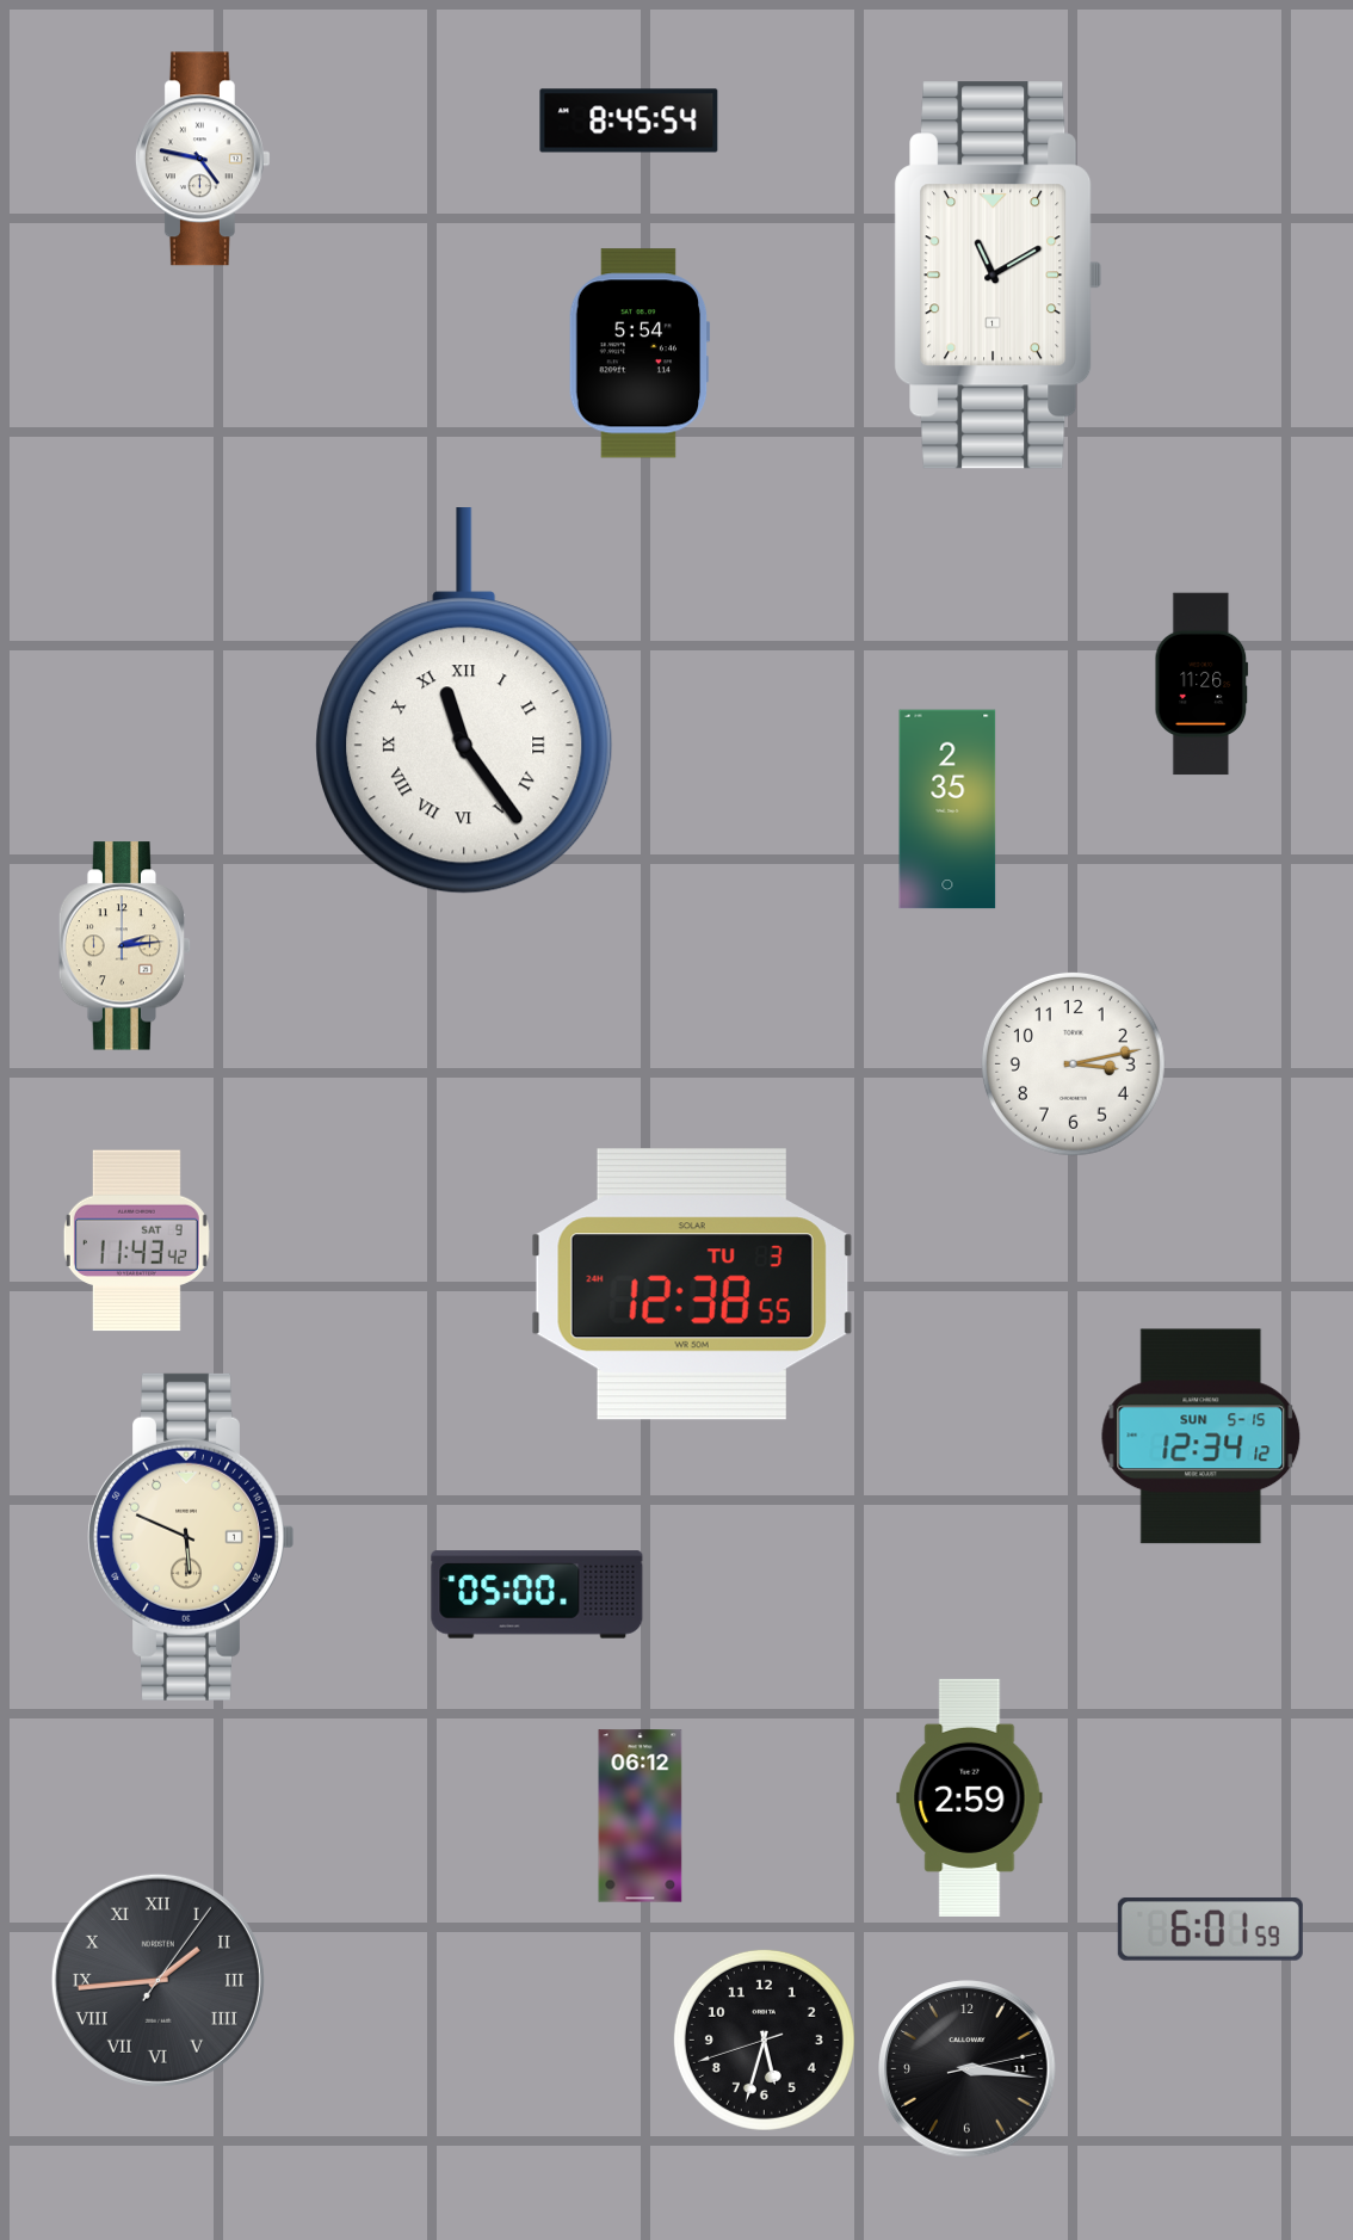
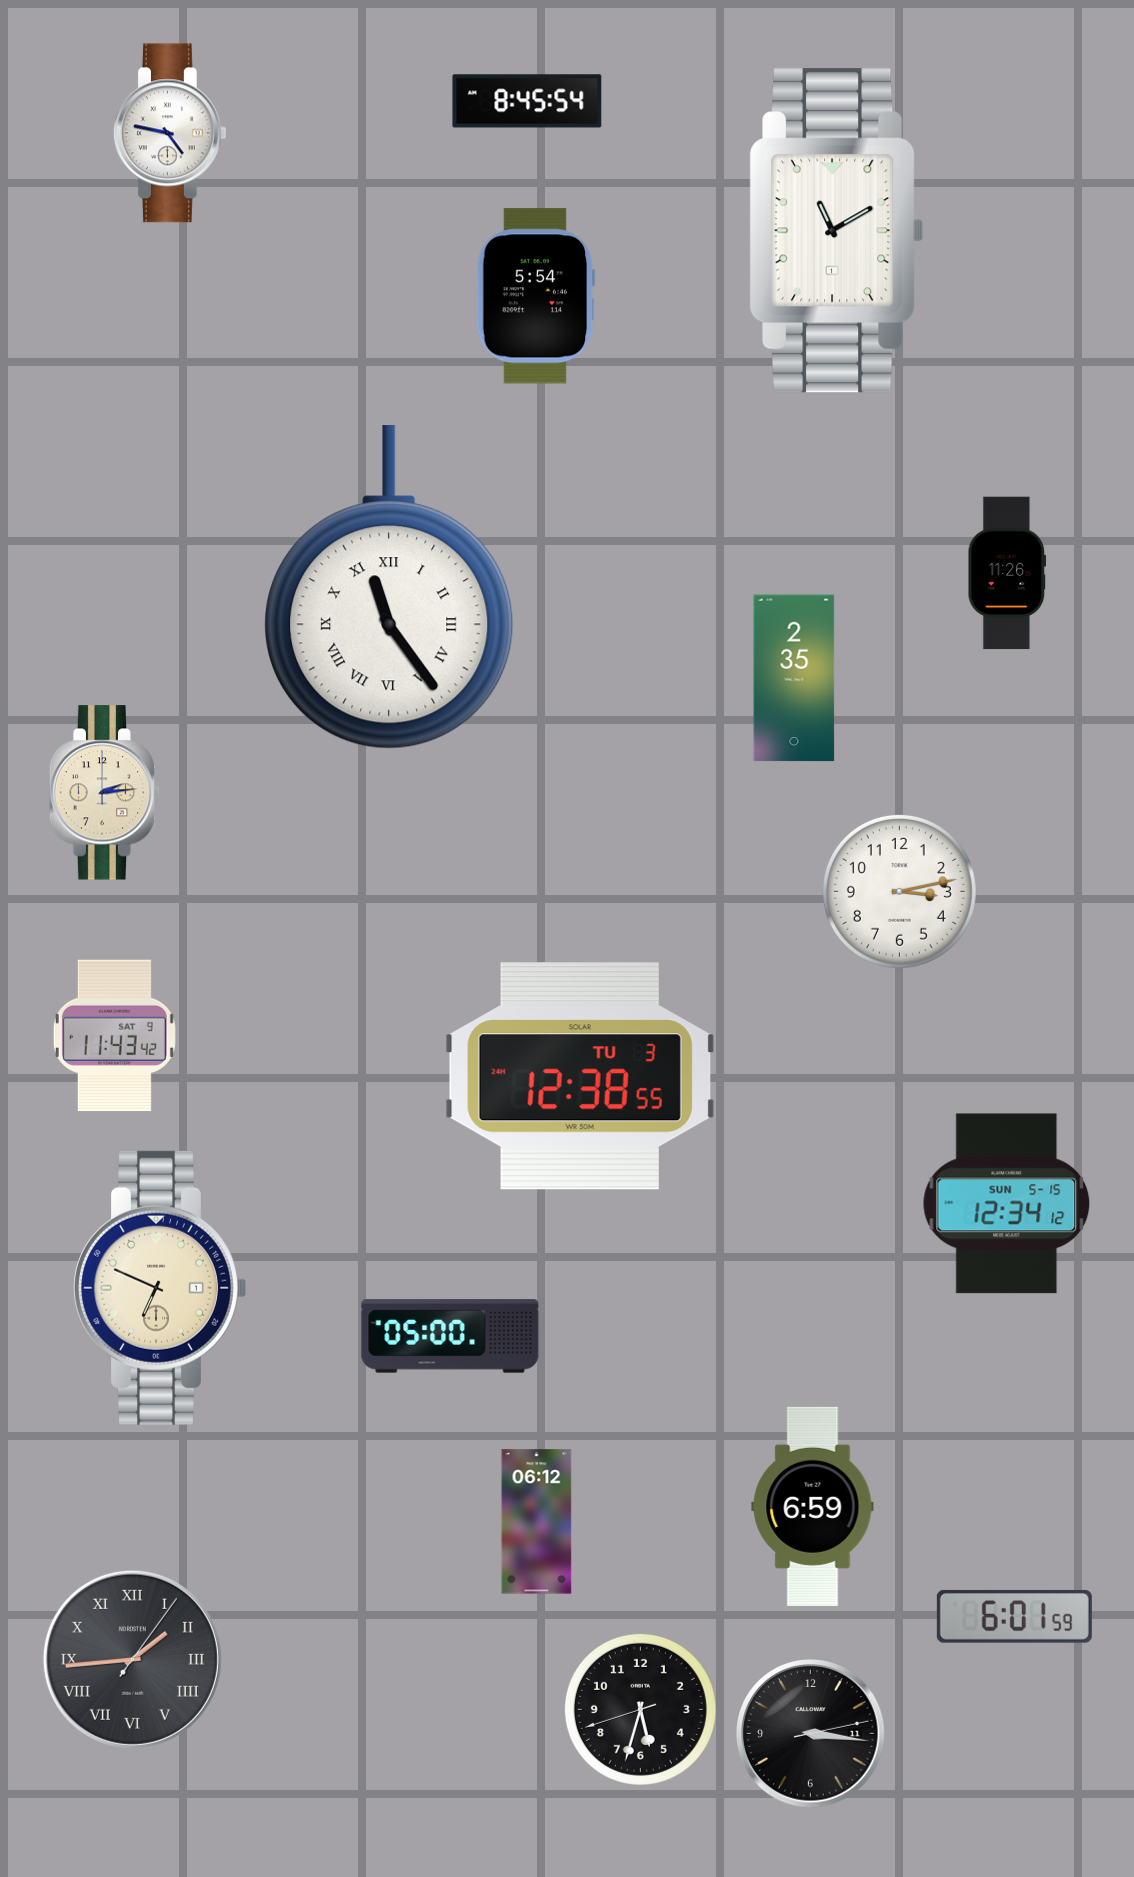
clock at (136, 1241) position: (136, 1241) -> (114, 1036)
clock at (191, 1537): 5:49 -> 6:49
clock at (970, 1797): 2:59 -> 6:59
